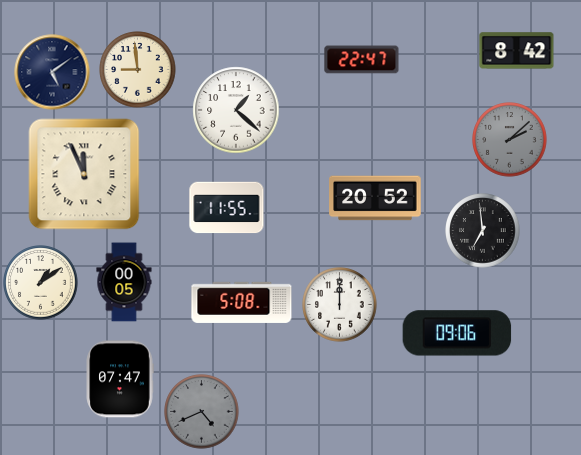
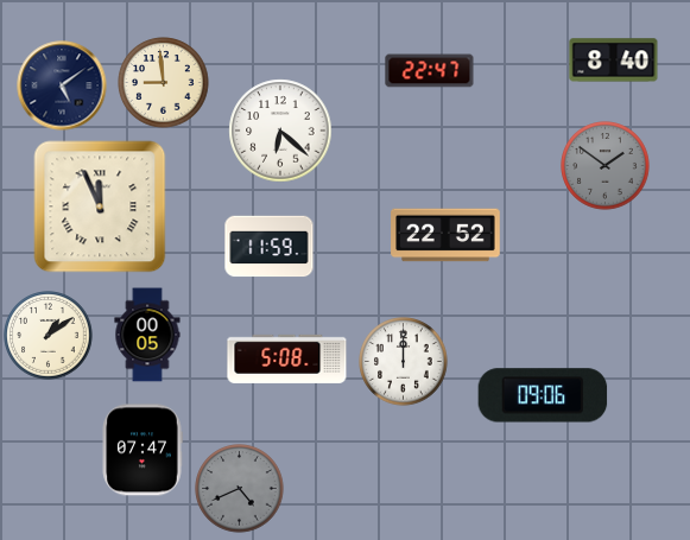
clock at (517, 51): 8:42 -> 8:40
clock at (236, 110): 1:22 -> 6:22
clock at (510, 140): 2:08 -> 1:51
clock at (375, 198): 20:52 -> 22:52
clock at (227, 208): 11:55 -> 11:59
clock at (483, 231): 6:59 -> none
